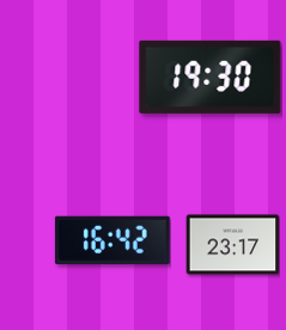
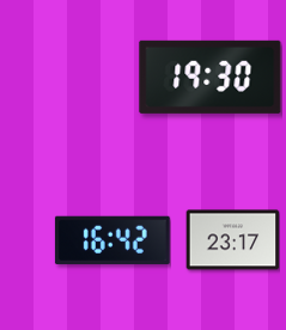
clock at (232, 245) position: (232, 245) -> (232, 240)
